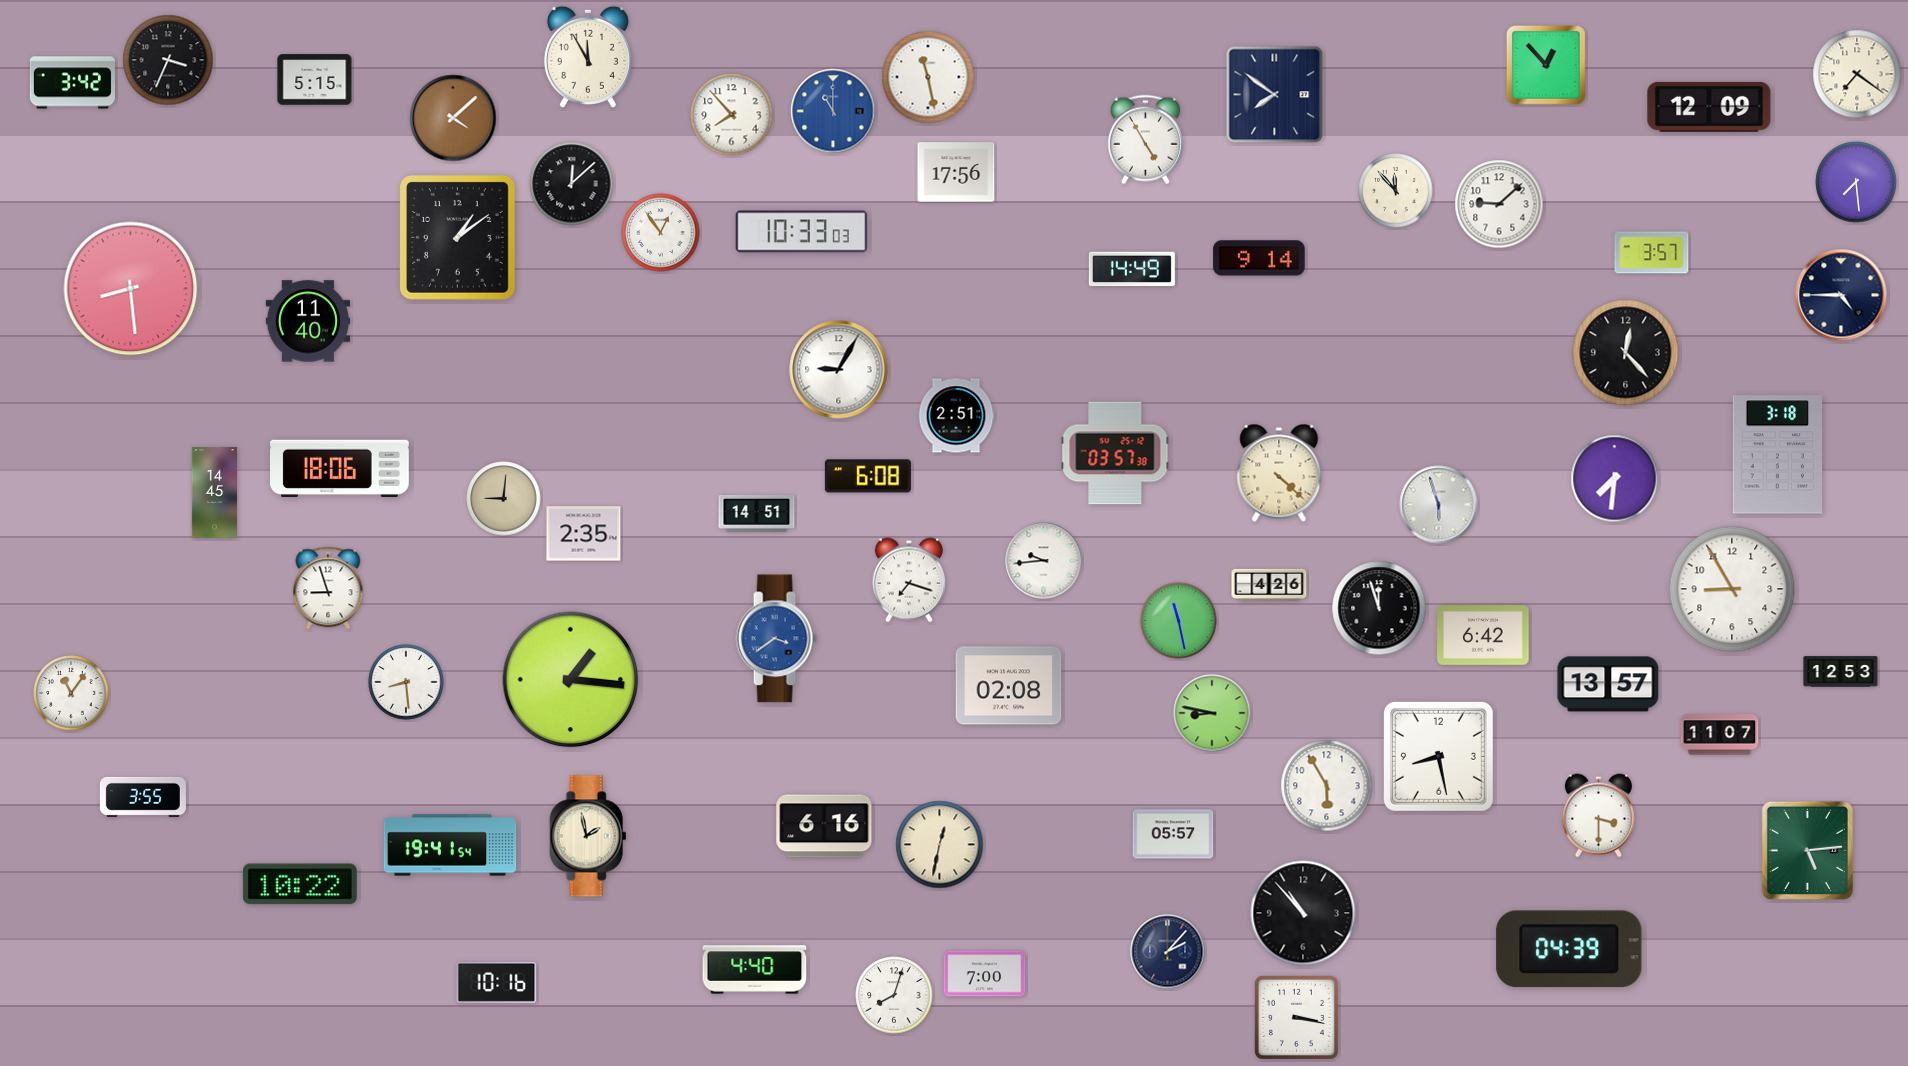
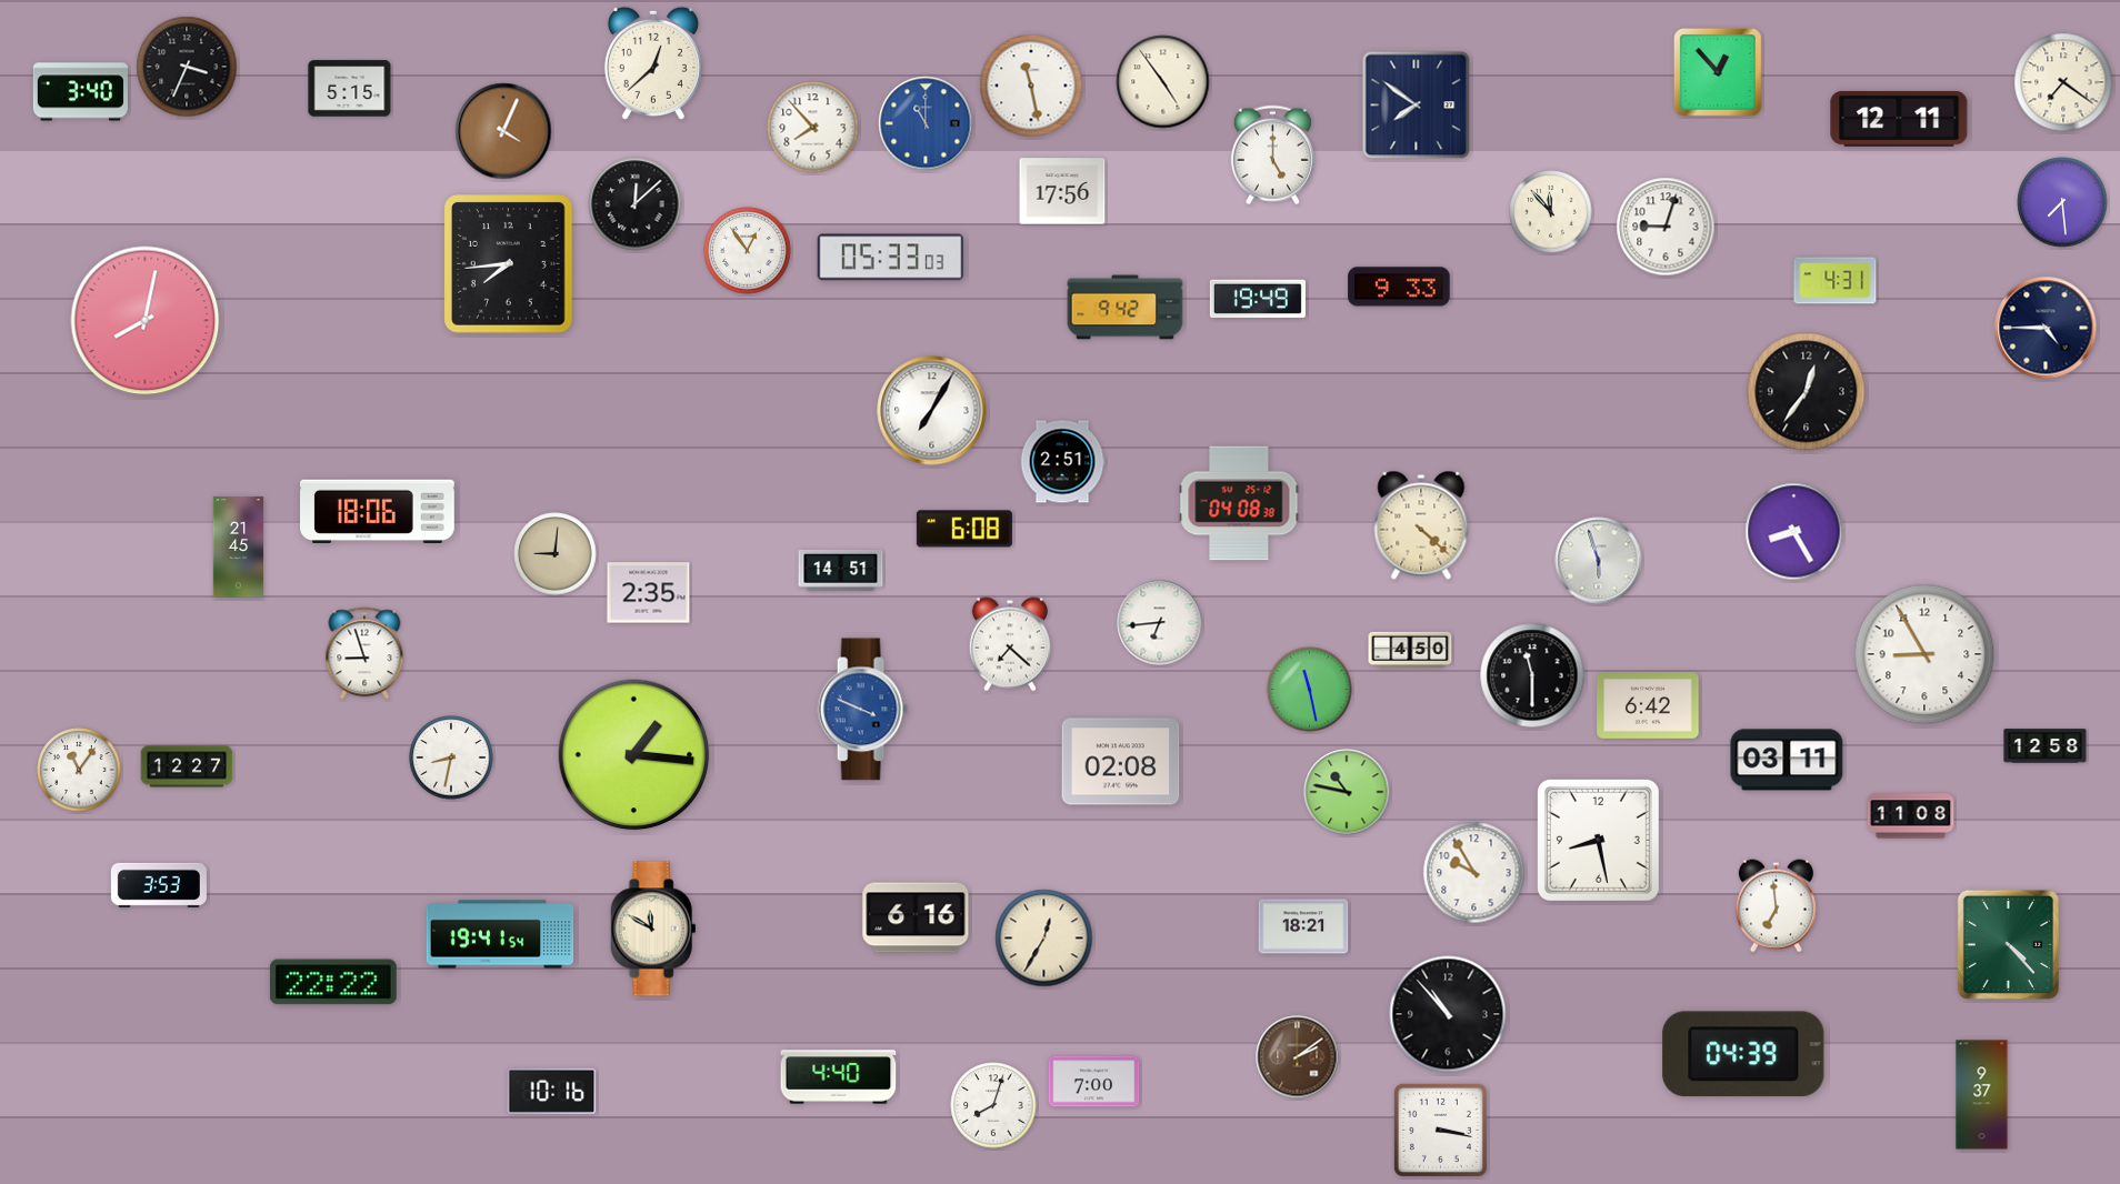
clock at (588, 57): 11:55 -> 12:38
clock at (1163, 82): none -> 4:54
clock at (72, 83): 3:42 -> 3:40
clock at (1709, 107): 12:09 -> 12:11
clock at (453, 118): 4:08 -> 4:04
clock at (1145, 140): 4:55 -> 5:00
clock at (1499, 204): 9:08 -> 9:03
clock at (802, 232): 10:33 -> 05:33
clock at (661, 233) position: (661, 233) -> (748, 251)
clock at (458, 238): 1:09 -> 7:44
clock at (1652, 253): 3:57 -> 4:31
clock at (1259, 258): 9:14 -> 9:33
clock at (1132, 269): 14:49 -> 19:49
clock at (1126, 308): none -> 9:42
clock at (131, 289): 8:29 -> 8:02
clock at (308, 321): 11:40 -> none
clock at (1626, 353): 12:23 -> 12:36
clock at (839, 370): 9:05 -> 7:05
clock at (1115, 453): 03:57 -> 04:08
clock at (1778, 455): 3:18 -> none
clock at (340, 468) position: (340, 468) -> (378, 511)
clock at (1615, 479): 7:31 -> 8:25
clock at (215, 493): 14:45 -> 21:45
clock at (504, 499) position: (504, 499) -> (556, 554)
clock at (1044, 561): 9:44 -> 6:44
clock at (909, 580): 7:18 -> 7:22
clock at (1269, 584): 4:26 -> 4:50
clock at (1379, 608): 11:57 -> 11:30
clock at (776, 639): 3:39 -> 3:49
clock at (1841, 672): 12:53 -> 12:58
clock at (406, 682): 8:29 -> 8:32
clock at (1608, 684): 13:57 -> 03:11
clock at (187, 766): none -> 12:27
clock at (1212, 713): 8:47 -> 10:47
clock at (1720, 735): 11:07 -> 11:08
clock at (1327, 786): 5:55 -> 9:55
clock at (143, 797): 3:55 -> 3:53
clock at (1598, 816): 3:30 -> 6:59
clock at (1173, 834): 05:57 -> 18:21
clock at (588, 836): 1:58 -> 11:50
clock at (450, 845) position: (450, 845) -> (500, 934)
clock at (940, 845): 12:32 -> 12:35
clock at (1807, 850): 5:14 -> 4:23
clock at (300, 884): 10:22 -> 22:22
clock at (1168, 952): 2:07 -> 2:09
clock at (1168, 952) dial: navy -> brown
clock at (1982, 1095): none -> 9:37
